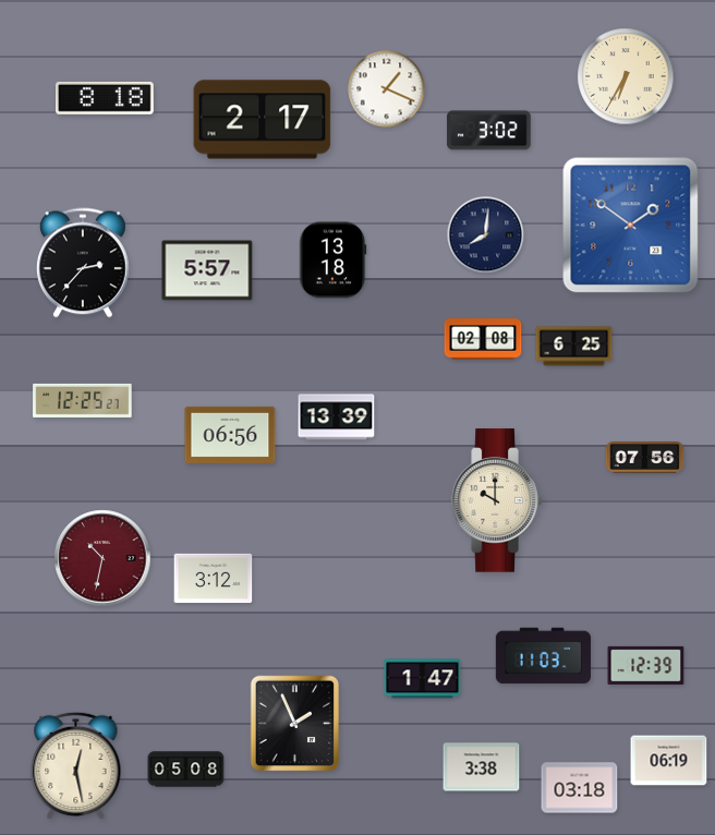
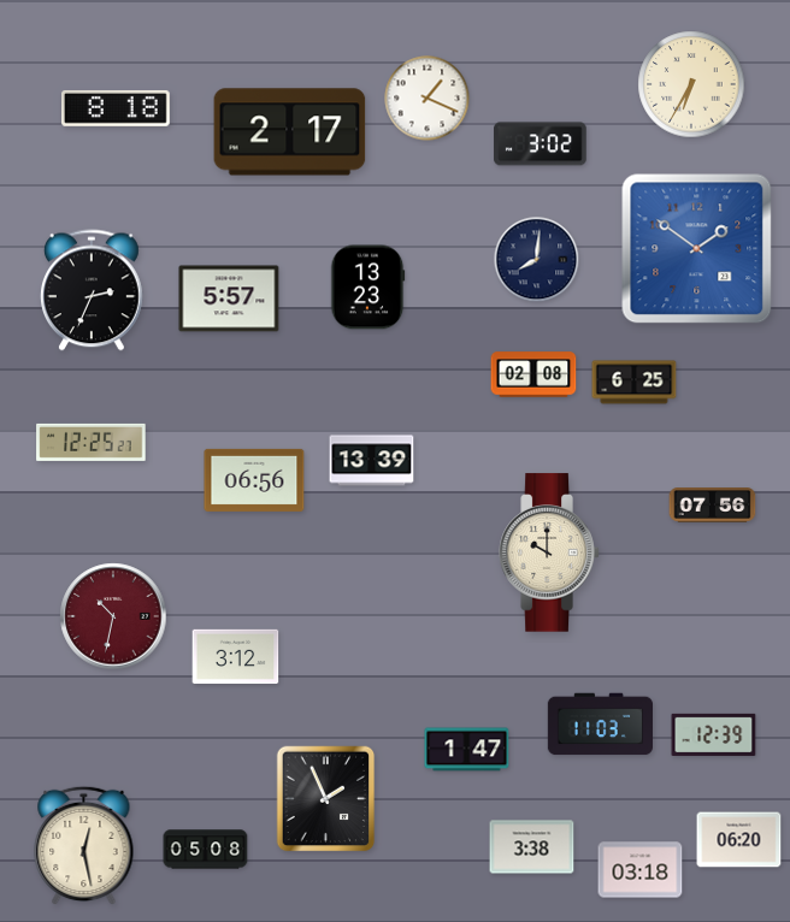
clock at (332, 261): 13:18 -> 13:23
clock at (83, 263): 2:37 -> 2:34
clock at (214, 579) position: (214, 579) -> (236, 657)
clock at (669, 761): 06:19 -> 06:20
